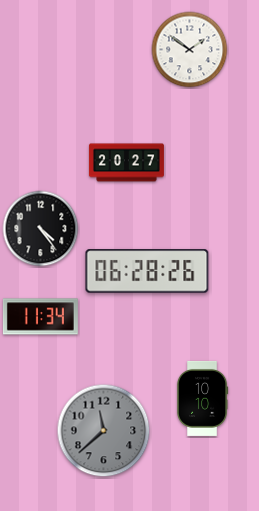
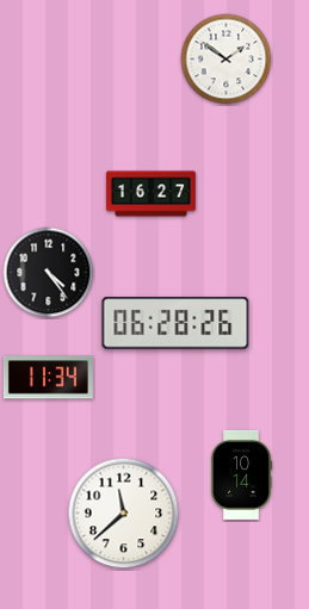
clock at (126, 163): 20:27 -> 16:27
clock at (202, 398): 10:10 -> 10:14
clock at (104, 431) dial: grey -> white
